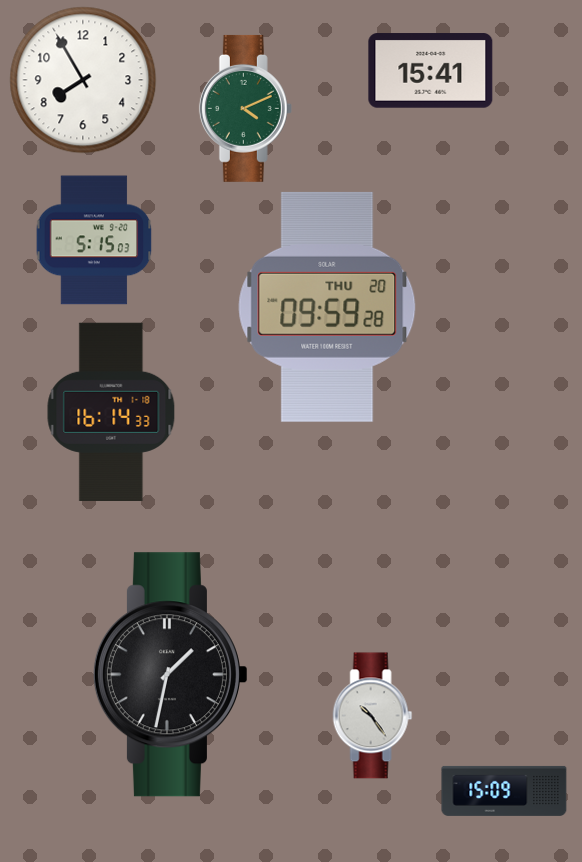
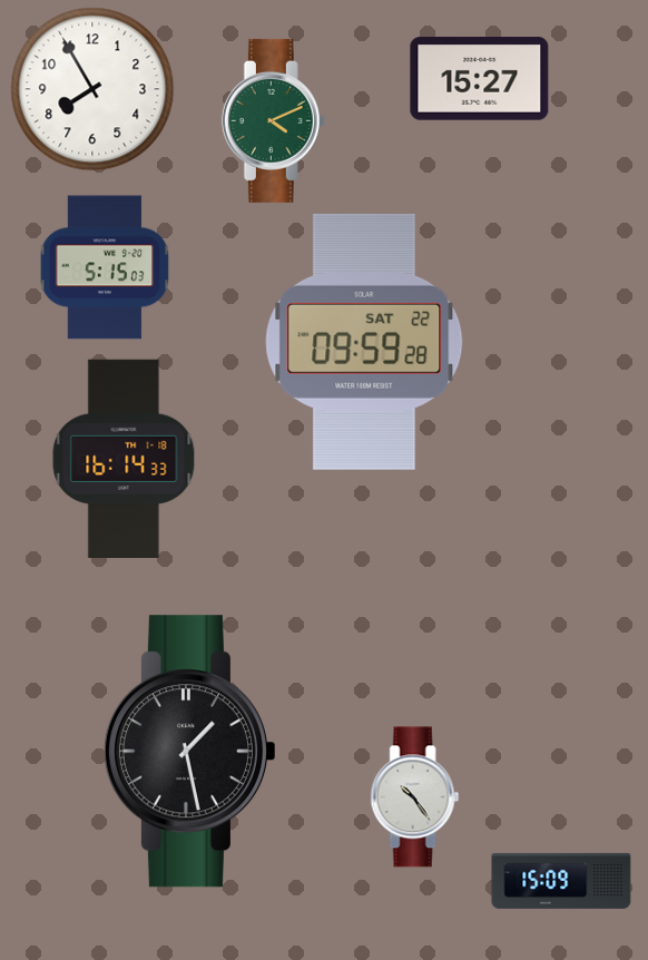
clock at (431, 71): 15:41 -> 15:27
clock at (327, 307) date: THU 20 -> SAT 22
clock at (170, 675): 1:32 -> 1:28
